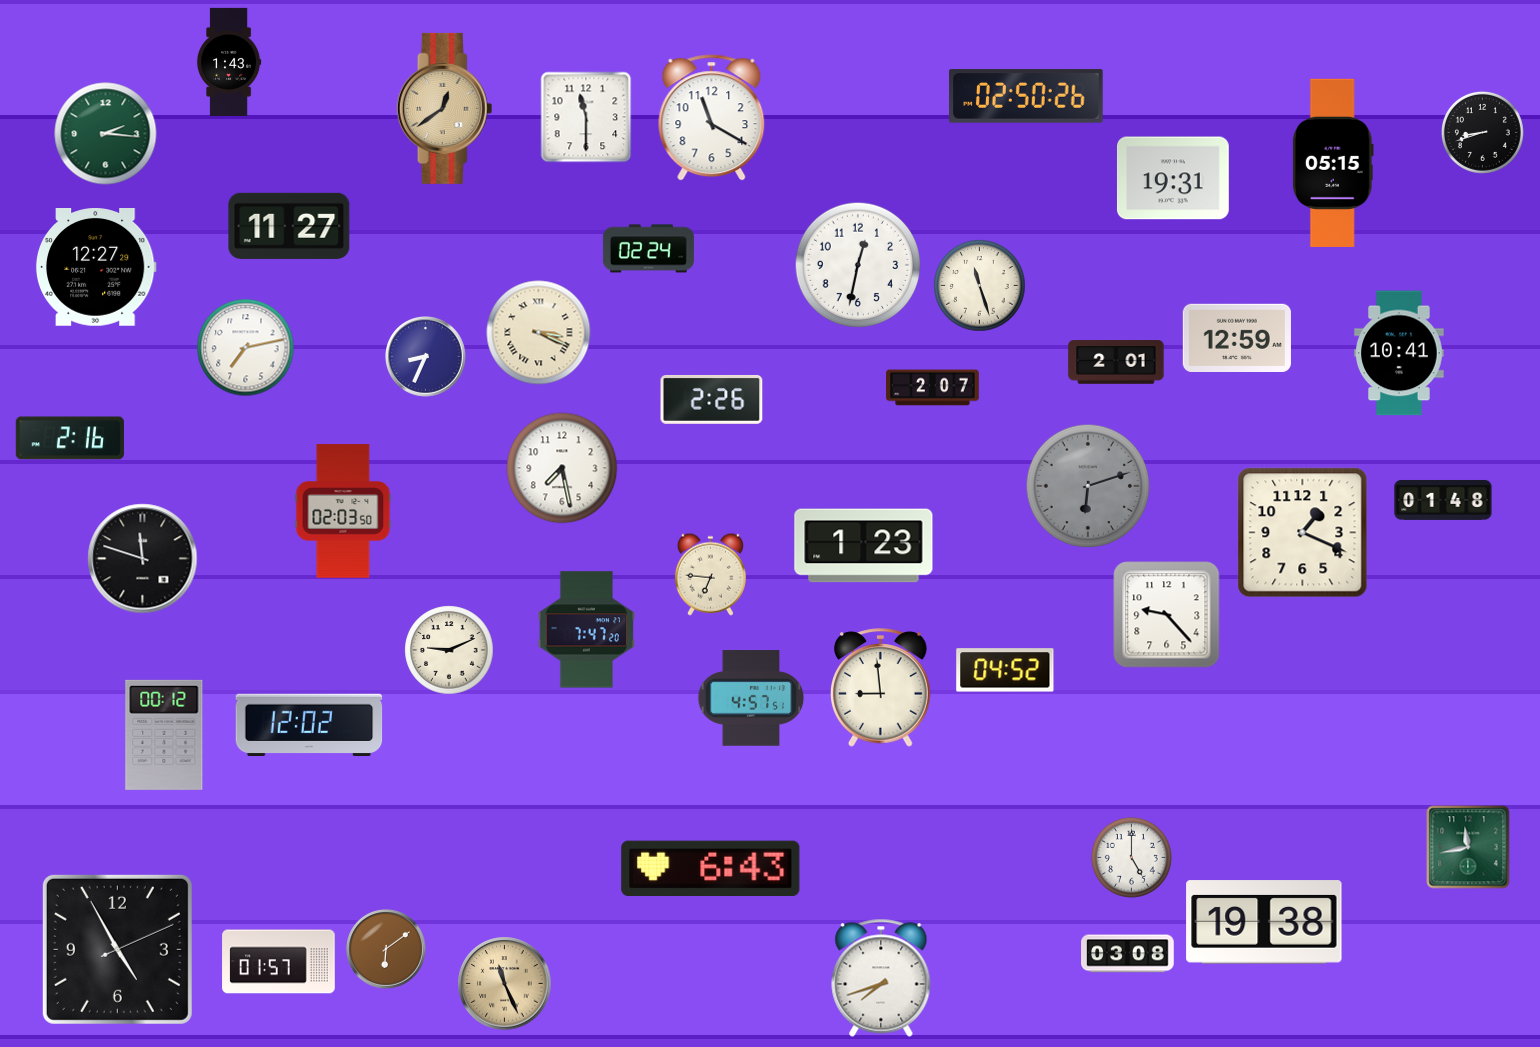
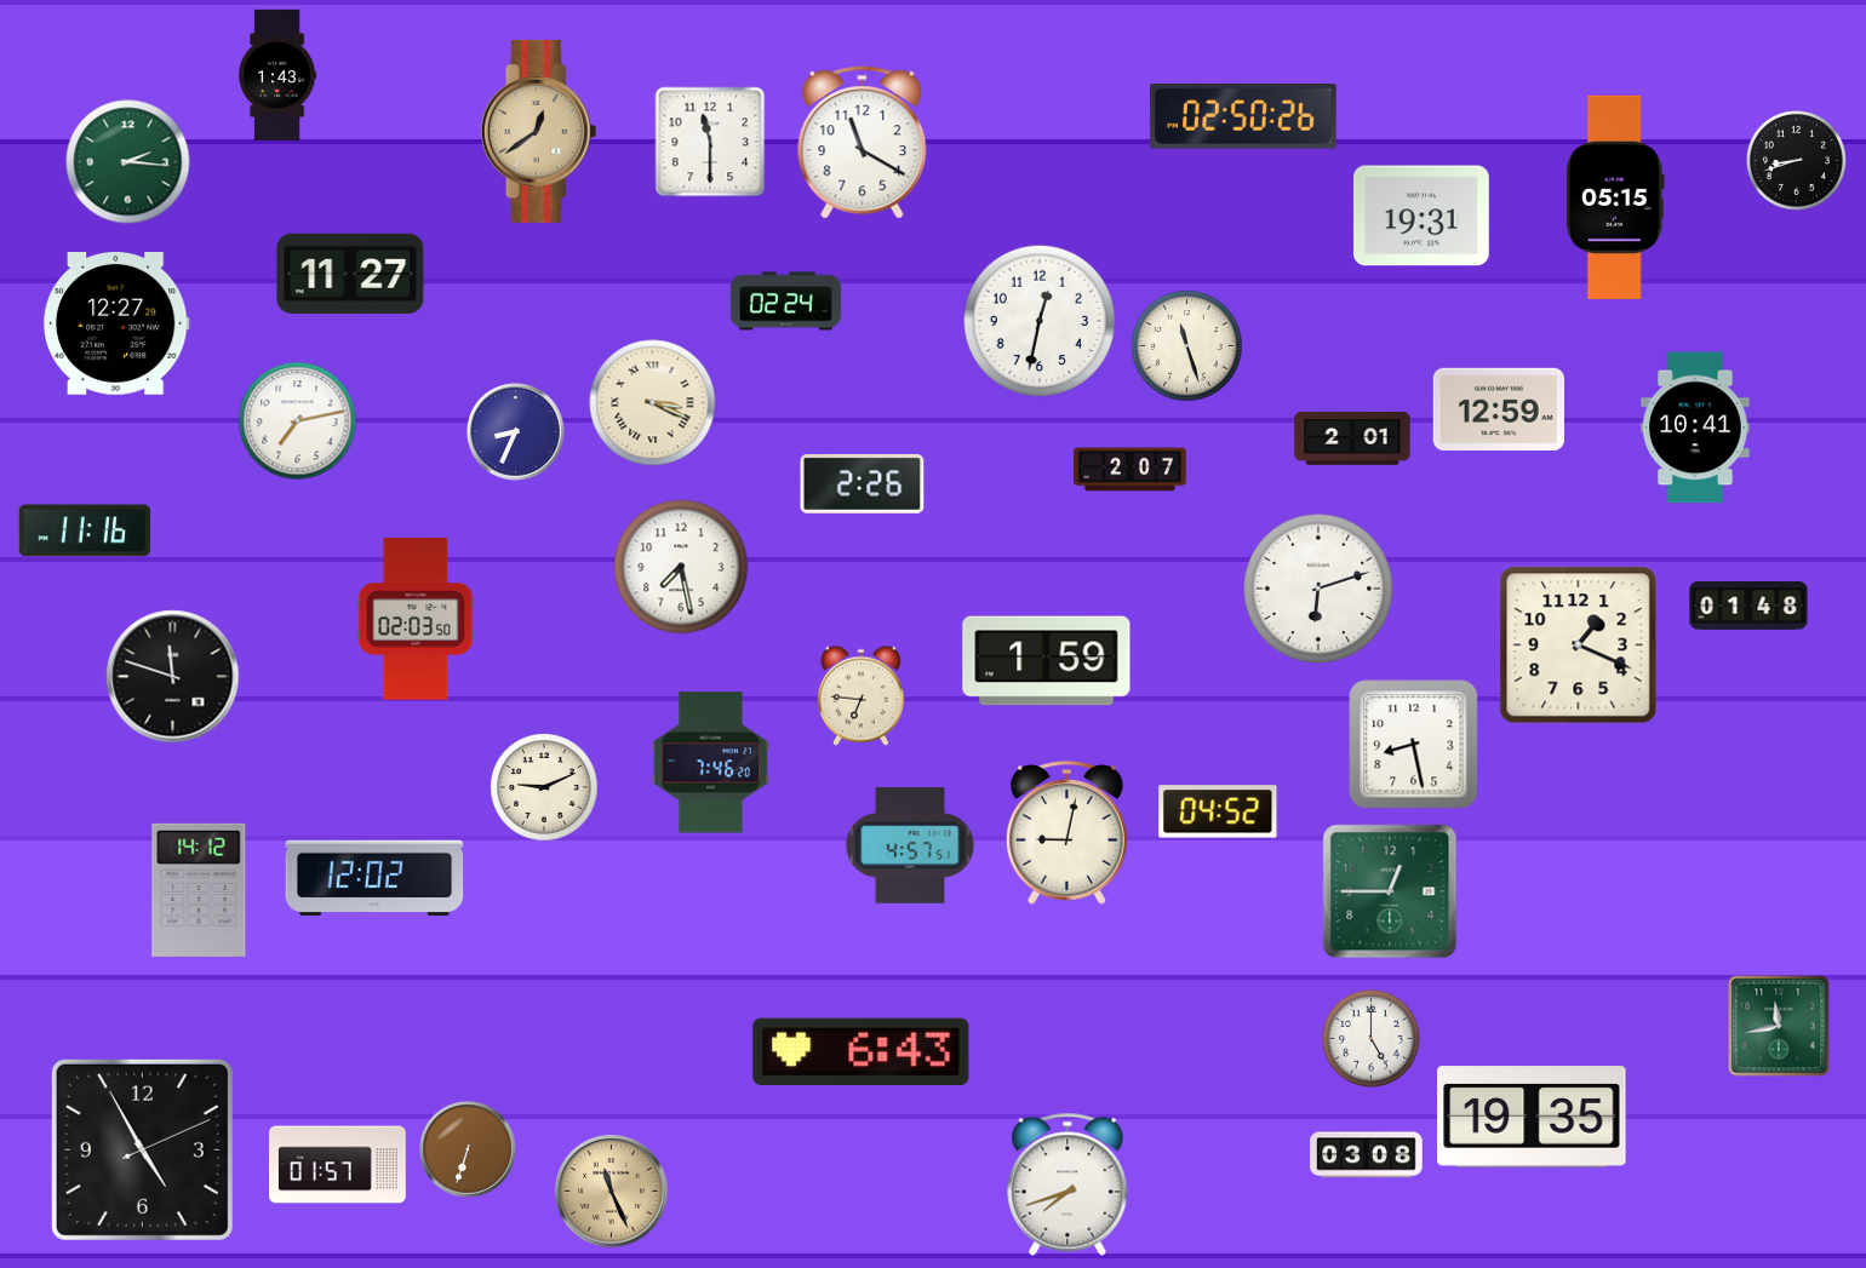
clock at (70, 438): 2:16 -> 11:16
clock at (1088, 486) dial: grey -> white
clock at (864, 546): 1:23 -> 1:59
clock at (1167, 615): 9:23 -> 8:28
clock at (586, 630): 7:47 -> 7:46
clock at (881, 688): 8:59 -> 9:02
clock at (164, 735): 00:12 -> 14:12
clock at (1390, 891): none -> 12:45
clock at (1264, 922): 19:38 -> 19:35
clock at (387, 950): 6:09 -> 6:33
